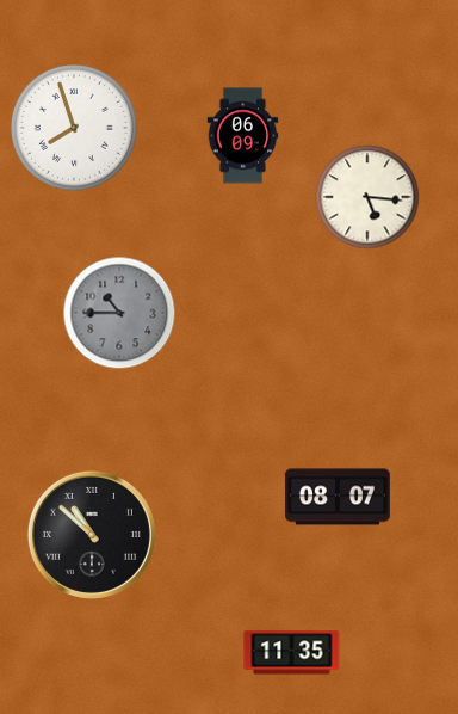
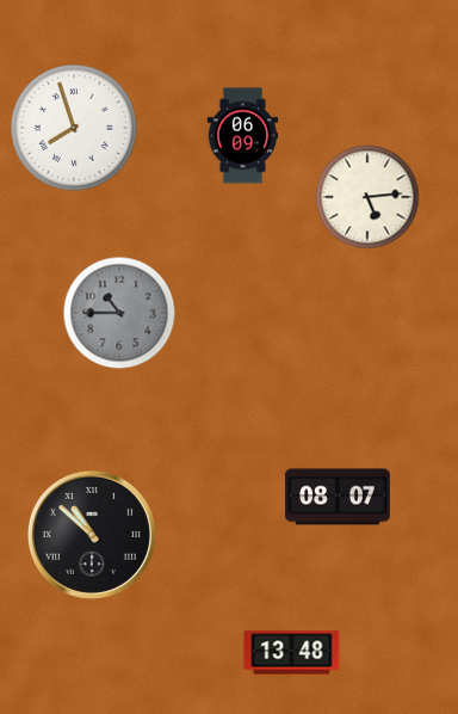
clock at (367, 197): 5:16 -> 5:14
clock at (292, 653): 11:35 -> 13:48
